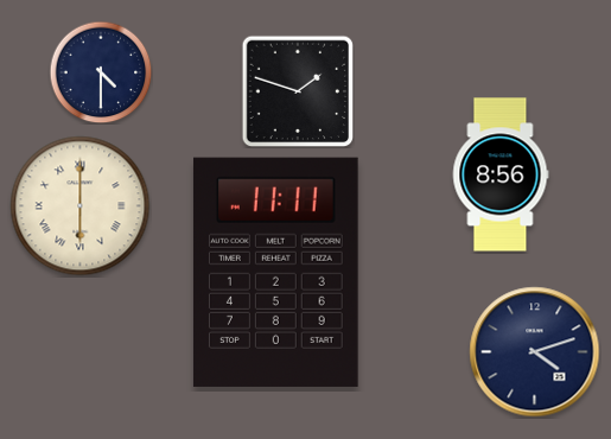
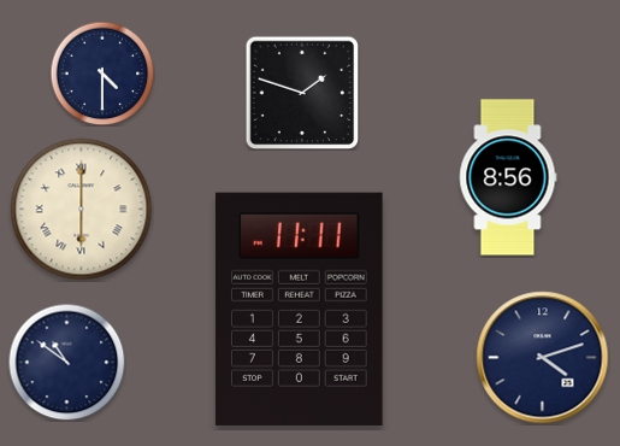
clock at (275, 272) position: (275, 272) -> (299, 309)
clock at (66, 362): none -> 10:51
